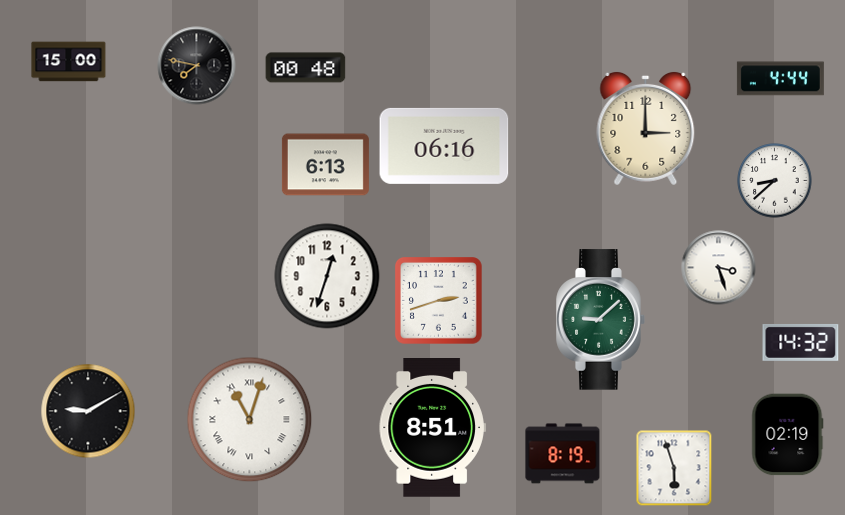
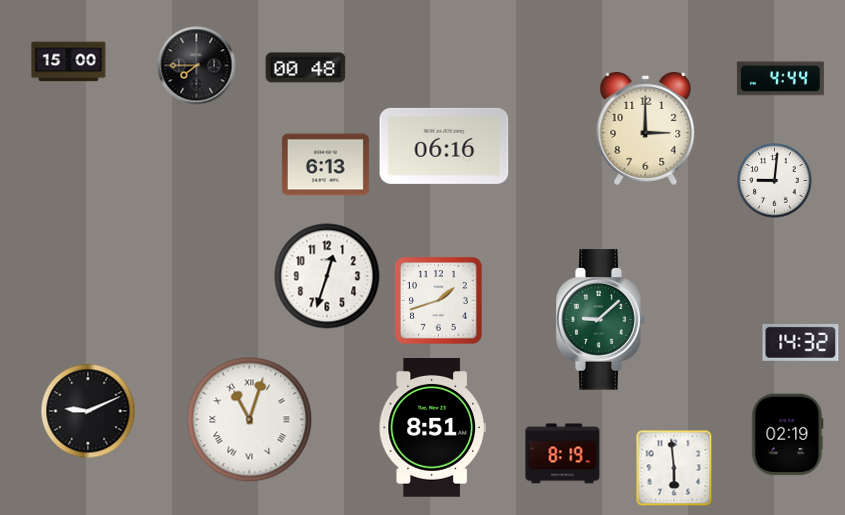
clock at (197, 66): 7:47 -> 7:45
clock at (775, 181): 8:38 -> 9:01
clock at (719, 268): 3:27 -> none
clock at (439, 301): 2:42 -> 1:42
clock at (88, 411): 9:10 -> 9:11
clock at (674, 468): 5:57 -> 5:59
